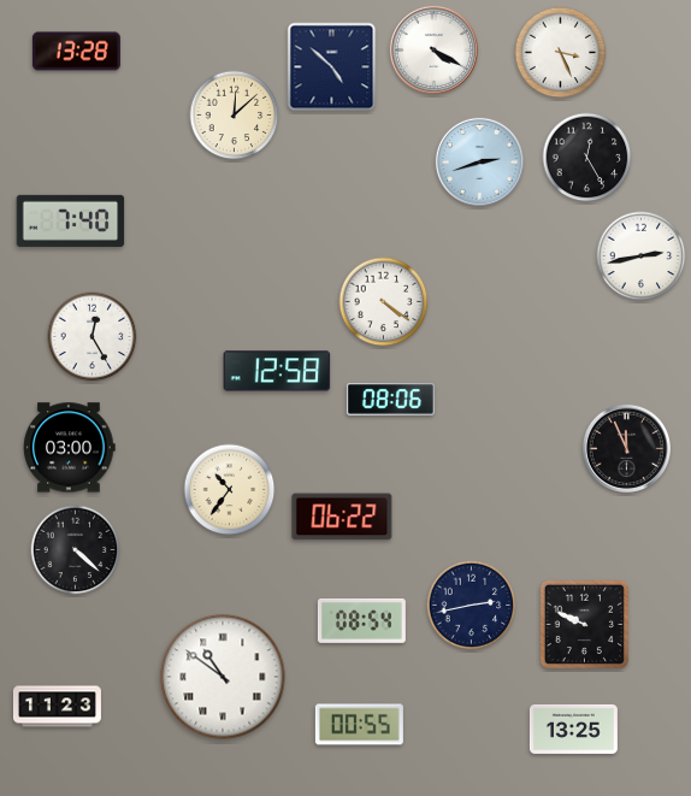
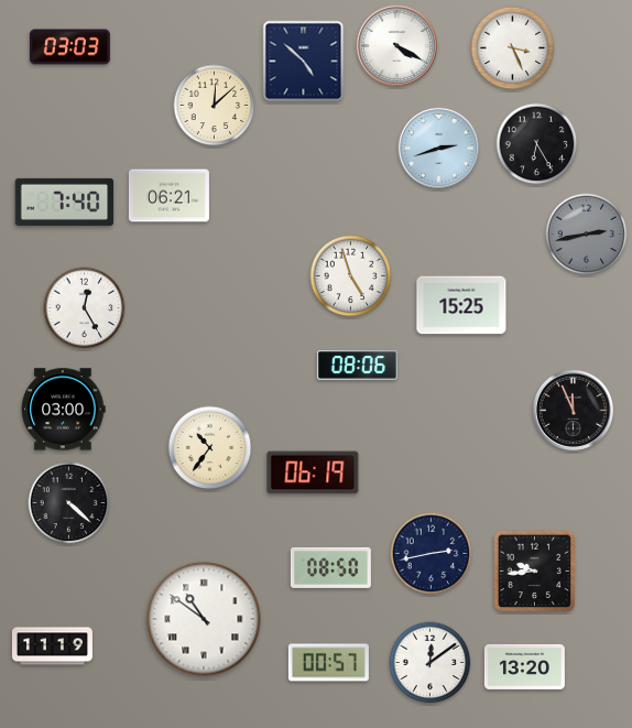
clock at (76, 52): 13:28 -> 03:03
clock at (587, 158): 12:25 -> 6:25
clock at (168, 196): none -> 06:21
clock at (642, 257) dial: white -> grey
clock at (384, 302): 4:21 -> 4:57
clock at (461, 305): none -> 15:25
clock at (277, 371): 12:58 -> none
clock at (342, 517): 06:22 -> 06:19
clock at (361, 620): 08:54 -> 08:50
clock at (584, 624): 9:49 -> 9:44
clock at (57, 707): 11:23 -> 11:19
clock at (359, 725): 00:55 -> 00:57
clock at (431, 663): none -> 12:09
clock at (573, 729): 13:25 -> 13:20
